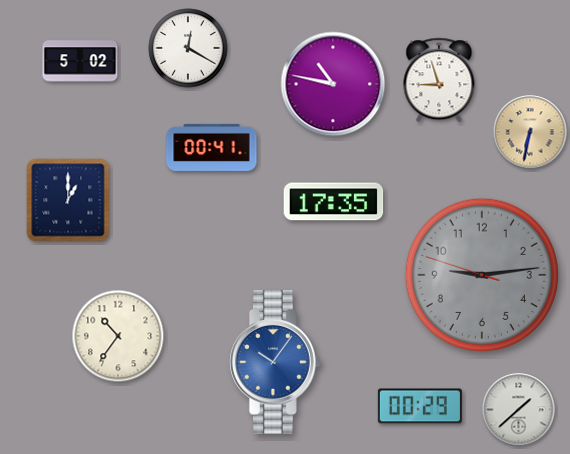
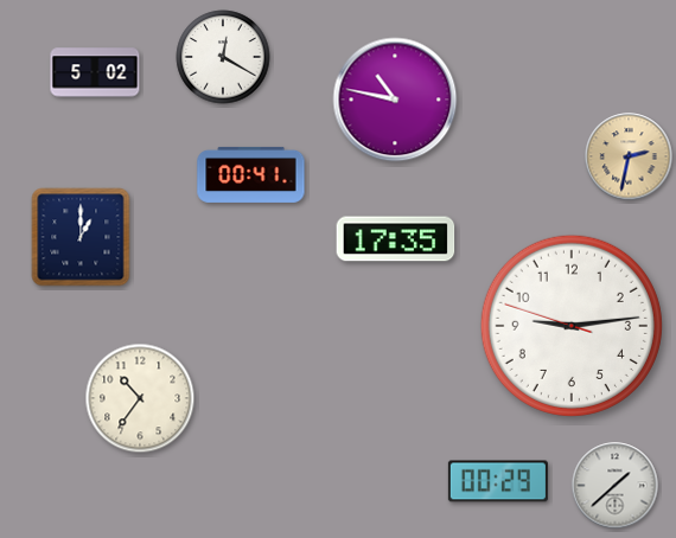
clock at (439, 80): 8:57 -> none
clock at (530, 132): 6:32 -> 2:32
clock at (482, 275) dial: grey -> white
clock at (276, 362): 10:06 -> none
